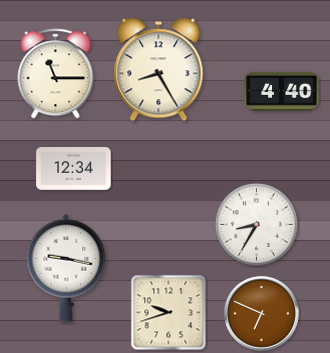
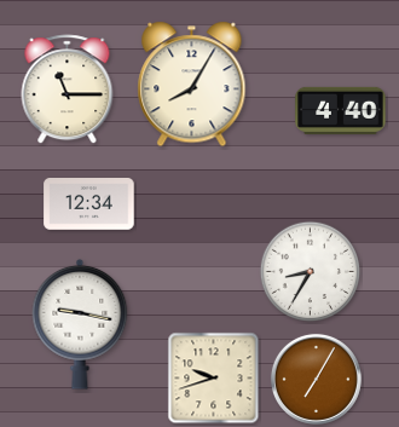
clock at (159, 70): 8:25 -> 8:05
clock at (169, 313) position: (169, 313) -> (214, 379)
clock at (261, 313): 6:49 -> 7:05
